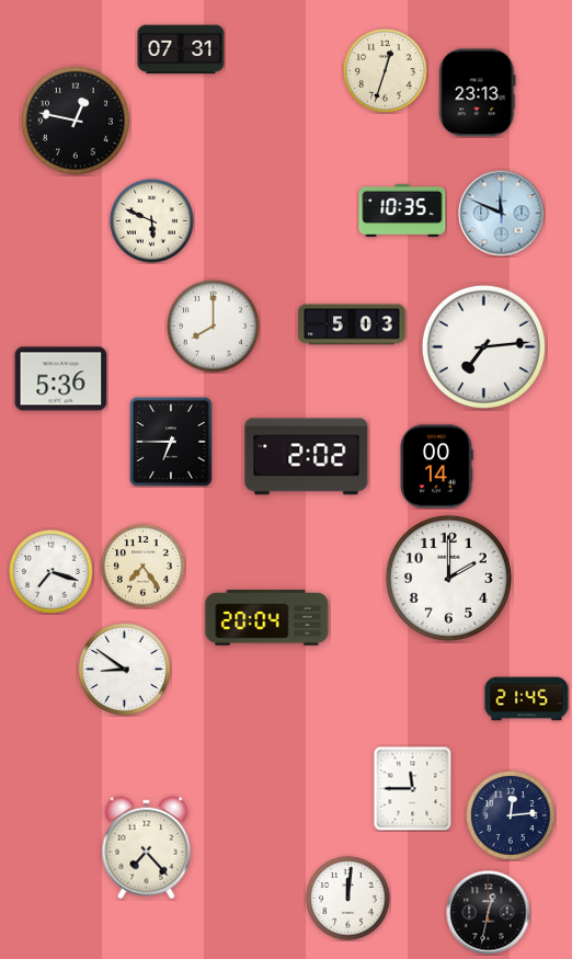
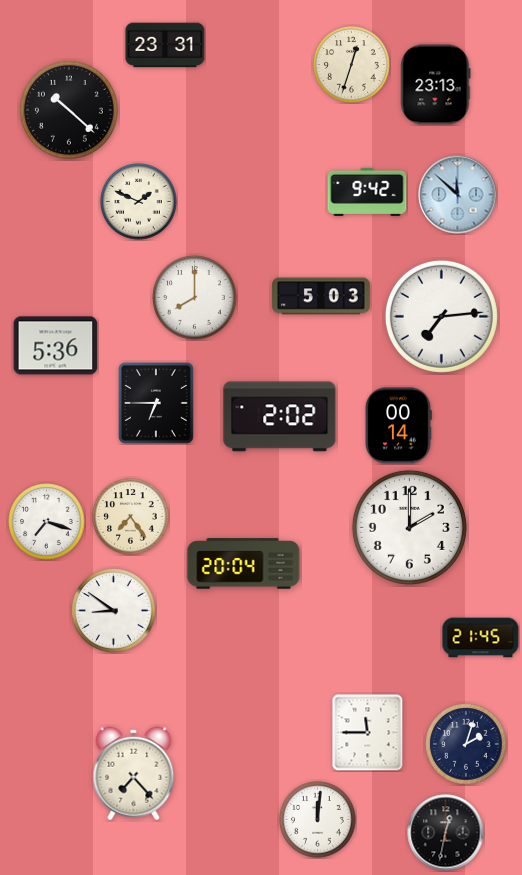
clock at (181, 49): 07:31 -> 23:31
clock at (76, 121): 12:47 -> 10:22
clock at (402, 210): 10:35 -> 9:42
clock at (502, 214): 11:49 -> 11:52
clock at (152, 221): 5:49 -> 1:49
clock at (413, 788) position: (413, 788) -> (368, 732)
clock at (511, 815): 12:14 -> 2:03
